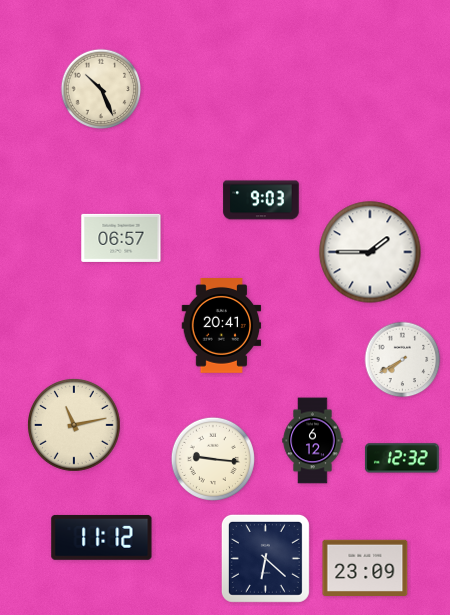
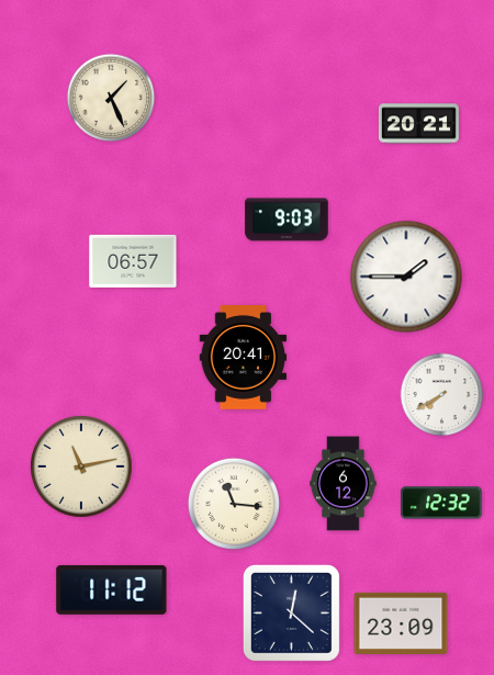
clock at (101, 89): 10:26 -> 1:26
clock at (418, 124): none -> 20:21
clock at (213, 459): 9:16 -> 11:16
clock at (265, 558): 6:22 -> 12:22
